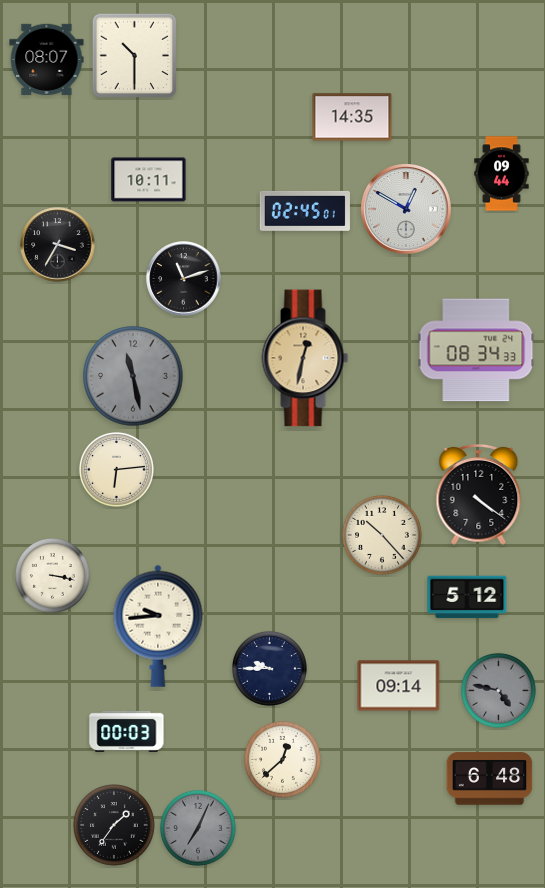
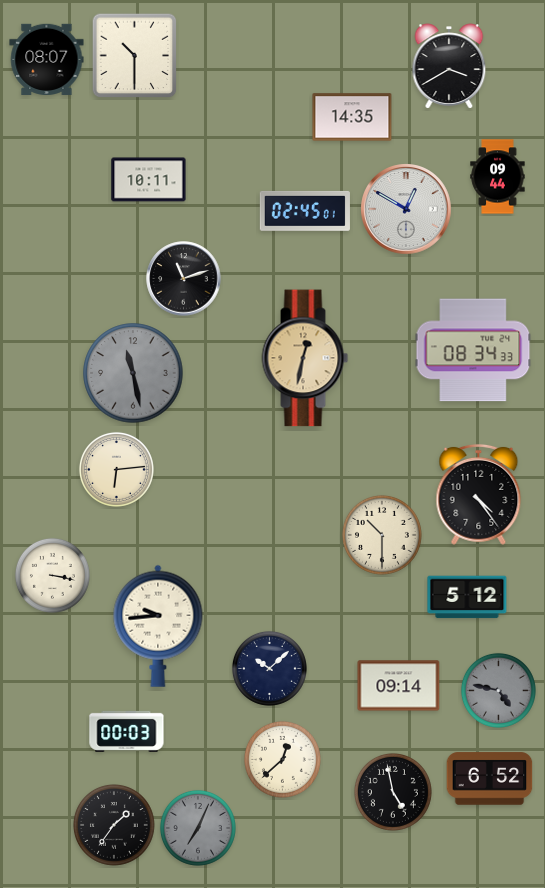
clock at (449, 66): none -> 3:40
clock at (502, 174) position: (502, 174) -> (498, 177)
clock at (58, 245): 3:35 -> none
clock at (476, 350) position: (476, 350) -> (473, 350)
clock at (133, 376) position: (133, 376) -> (133, 373)
clock at (479, 494): 4:21 -> 4:24
clock at (382, 535): 10:23 -> 10:30
clock at (269, 668): 9:45 -> 10:08
clock at (490, 779): 6:48 -> 6:52
clock at (393, 792): none -> 4:58
